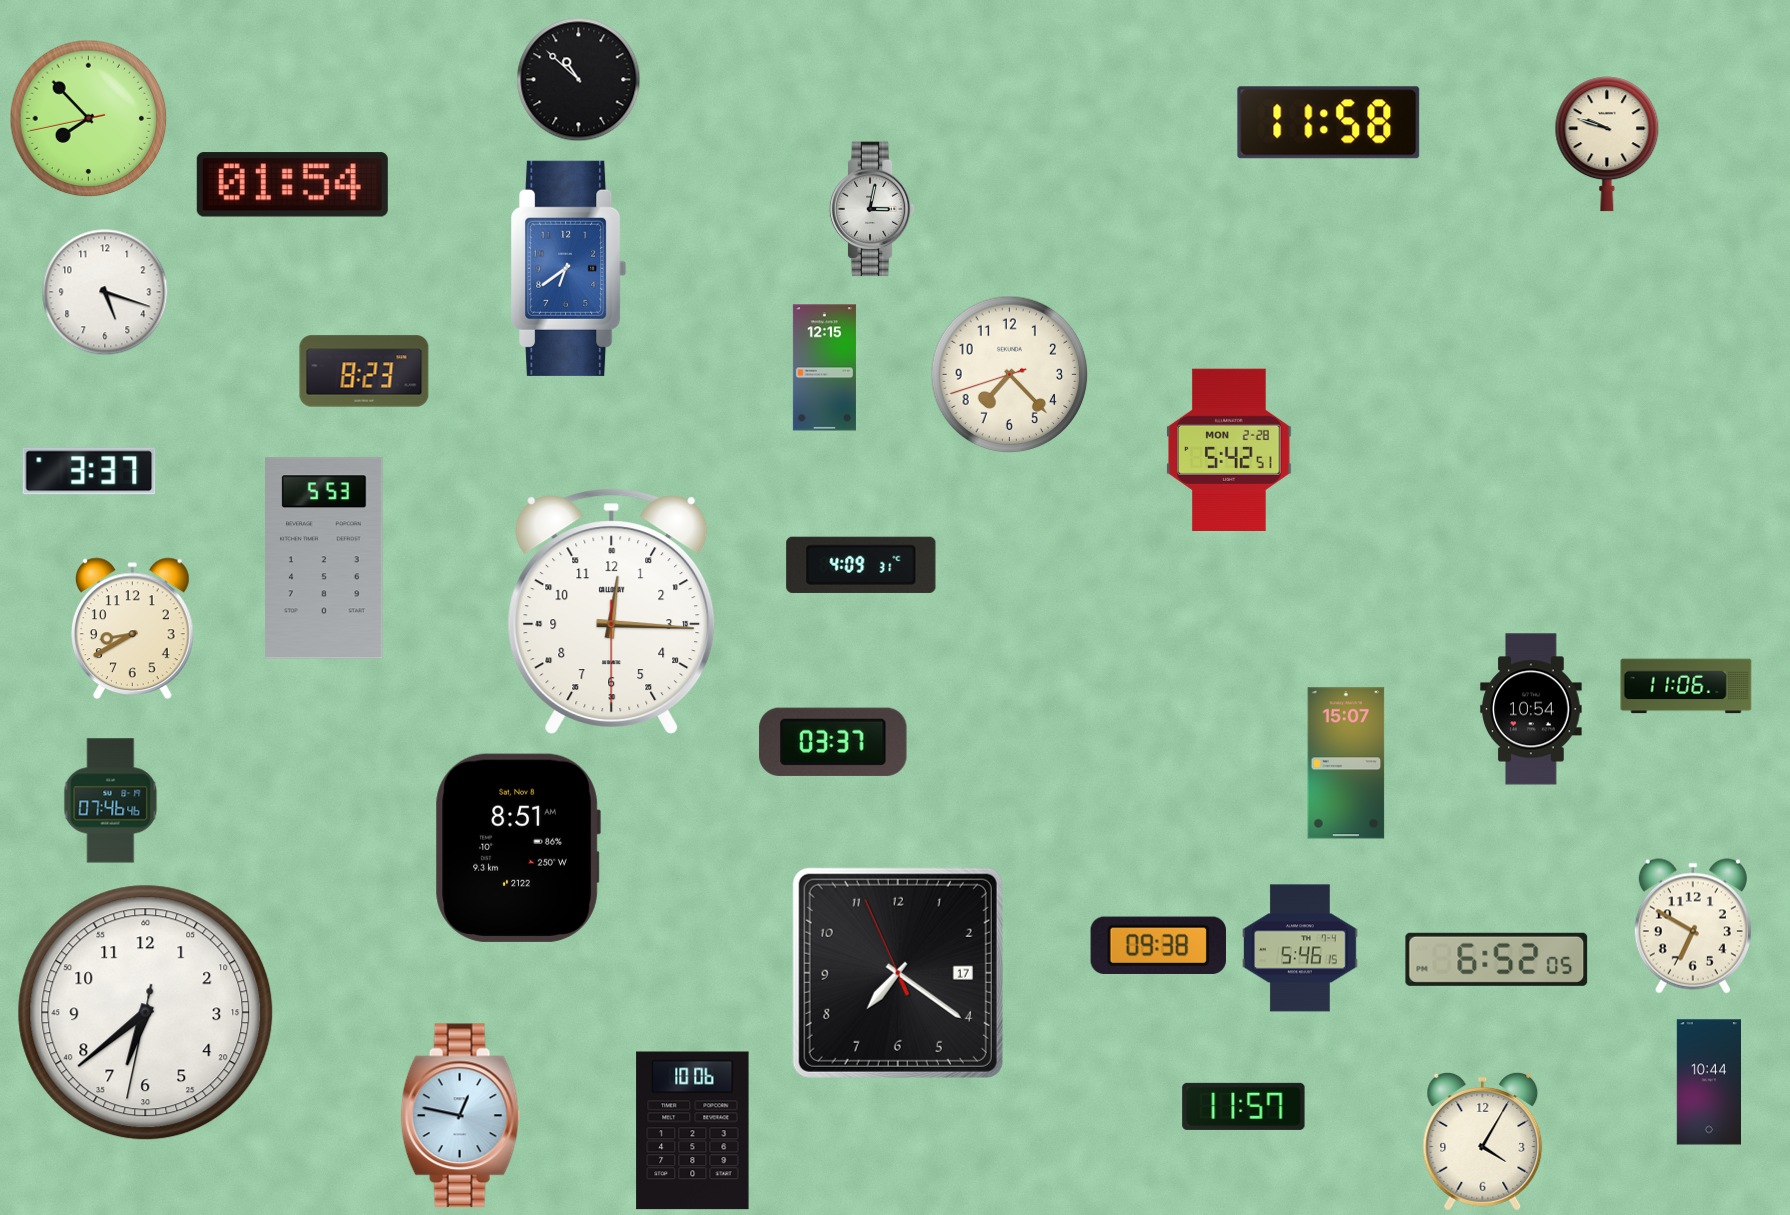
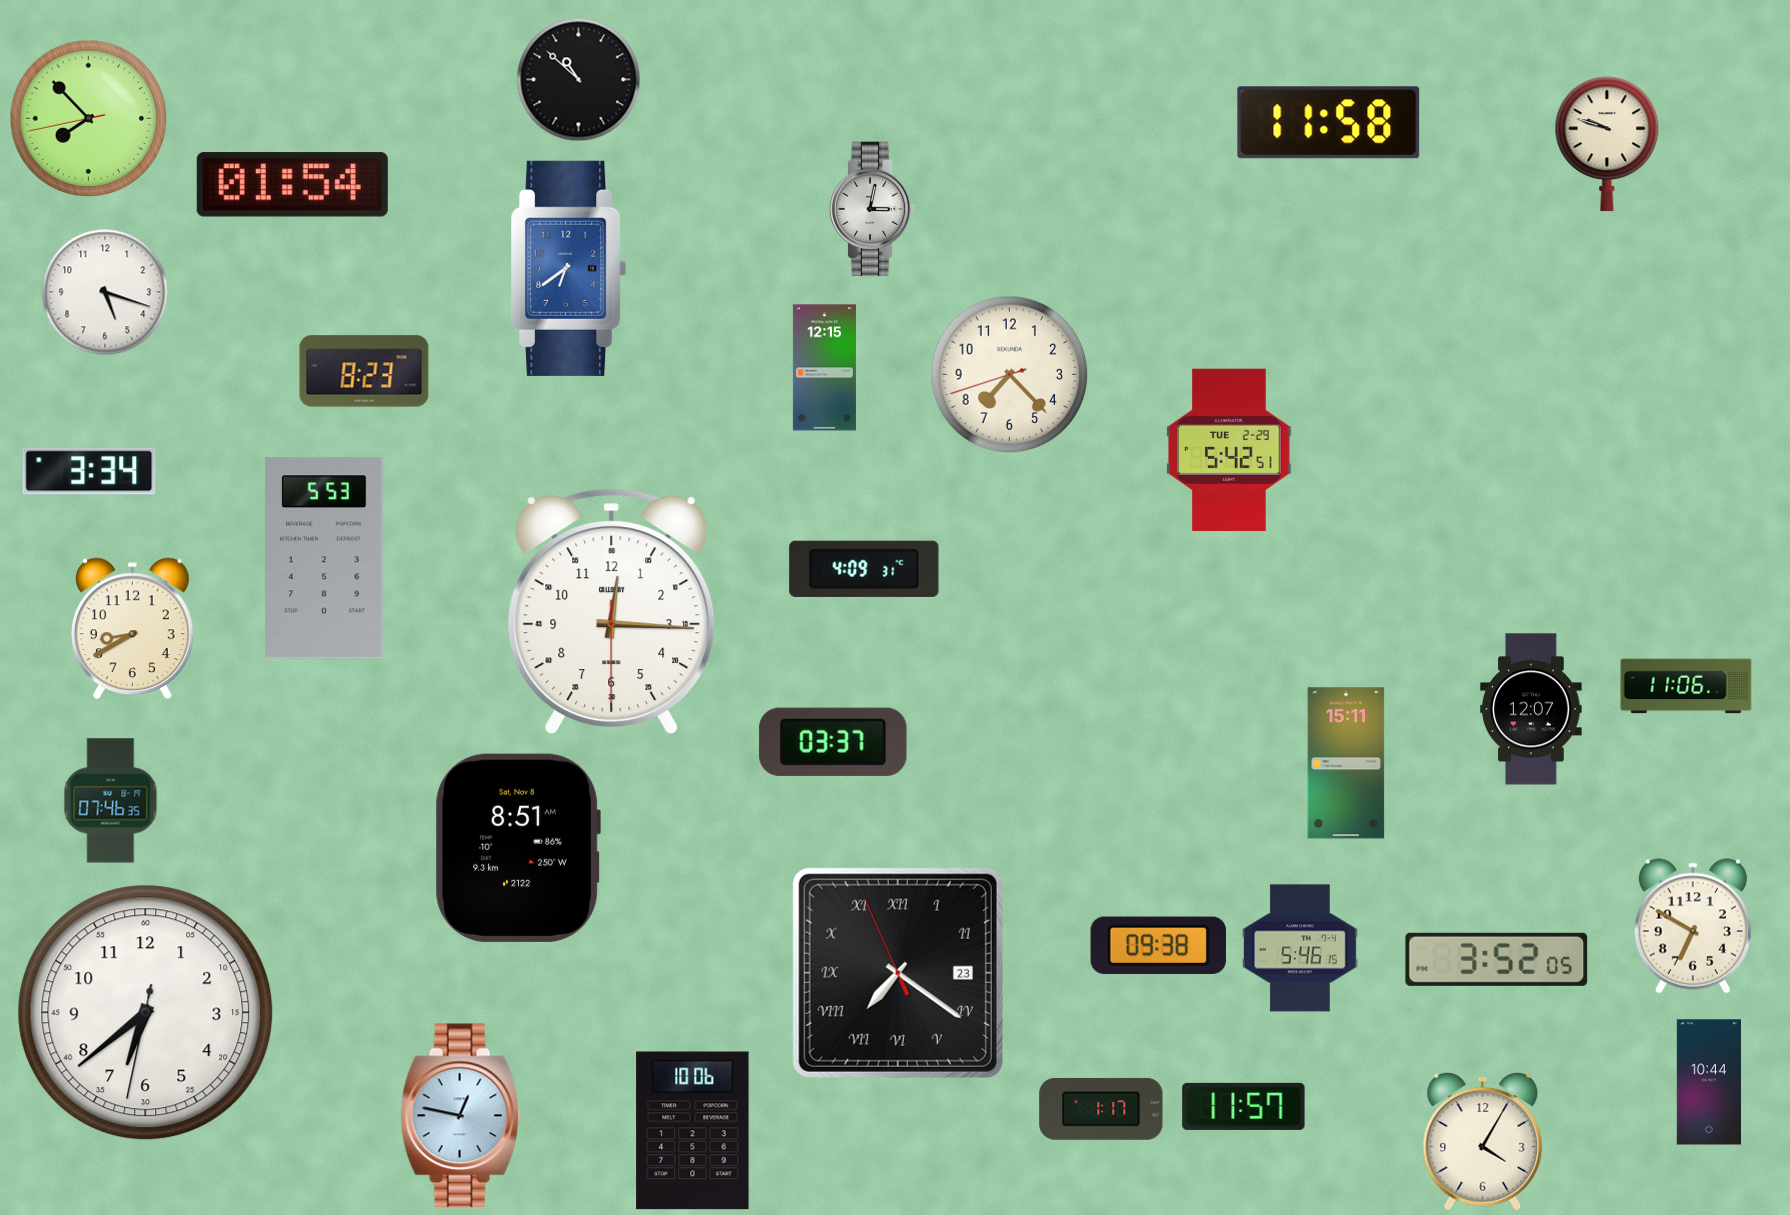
clock at (1229, 449) date: MON 2-28 -> TUE 2-29
clock at (89, 471): 3:37 -> 3:34
clock at (861, 565) position: (861, 565) -> (864, 569)
clock at (1531, 709): 10:54 -> 12:07
clock at (1346, 763): 15:07 -> 15:11
clock at (111, 801): 07:46:46 -> 07:46:35
clock at (1497, 959): 6:52 -> 3:52
clock at (898, 973) date: 17 -> 23
clock at (898, 973) numerals: Arabic -> Roman
clock at (1101, 1109): none -> 1:17
